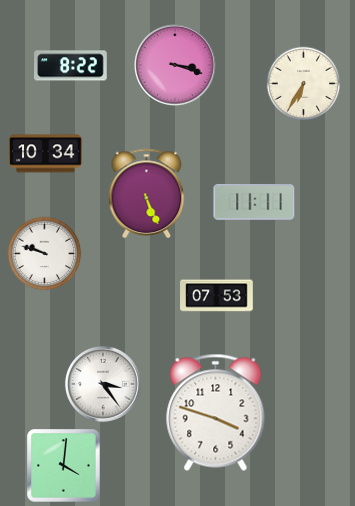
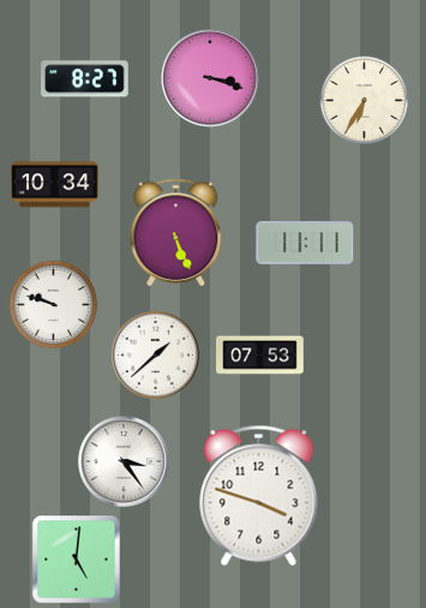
clock at (71, 66): 8:22 -> 8:27
clock at (155, 354): none -> 1:38
clock at (64, 466): 4:01 -> 5:01
